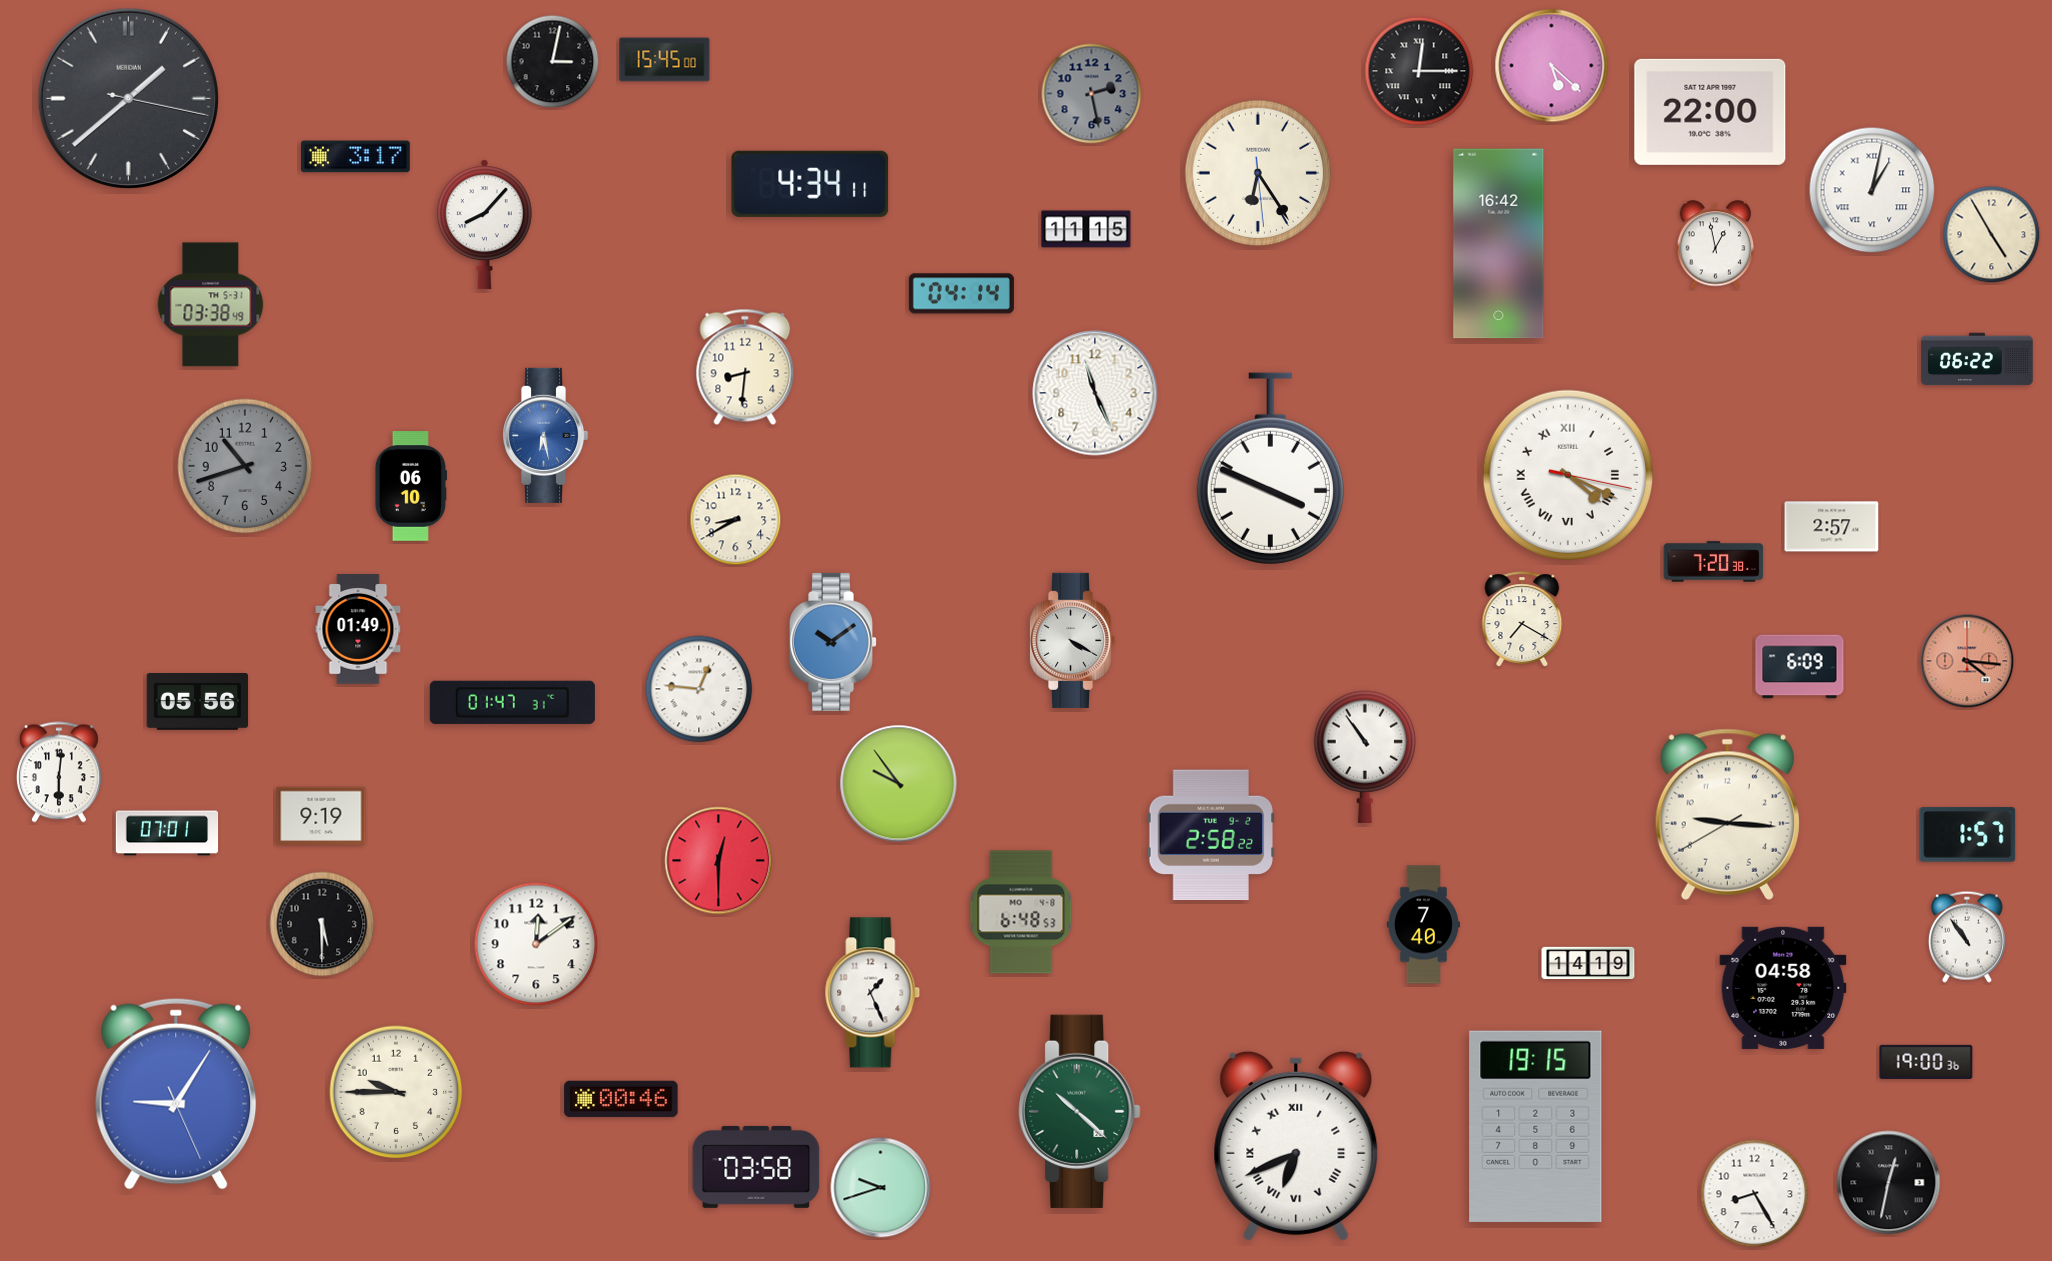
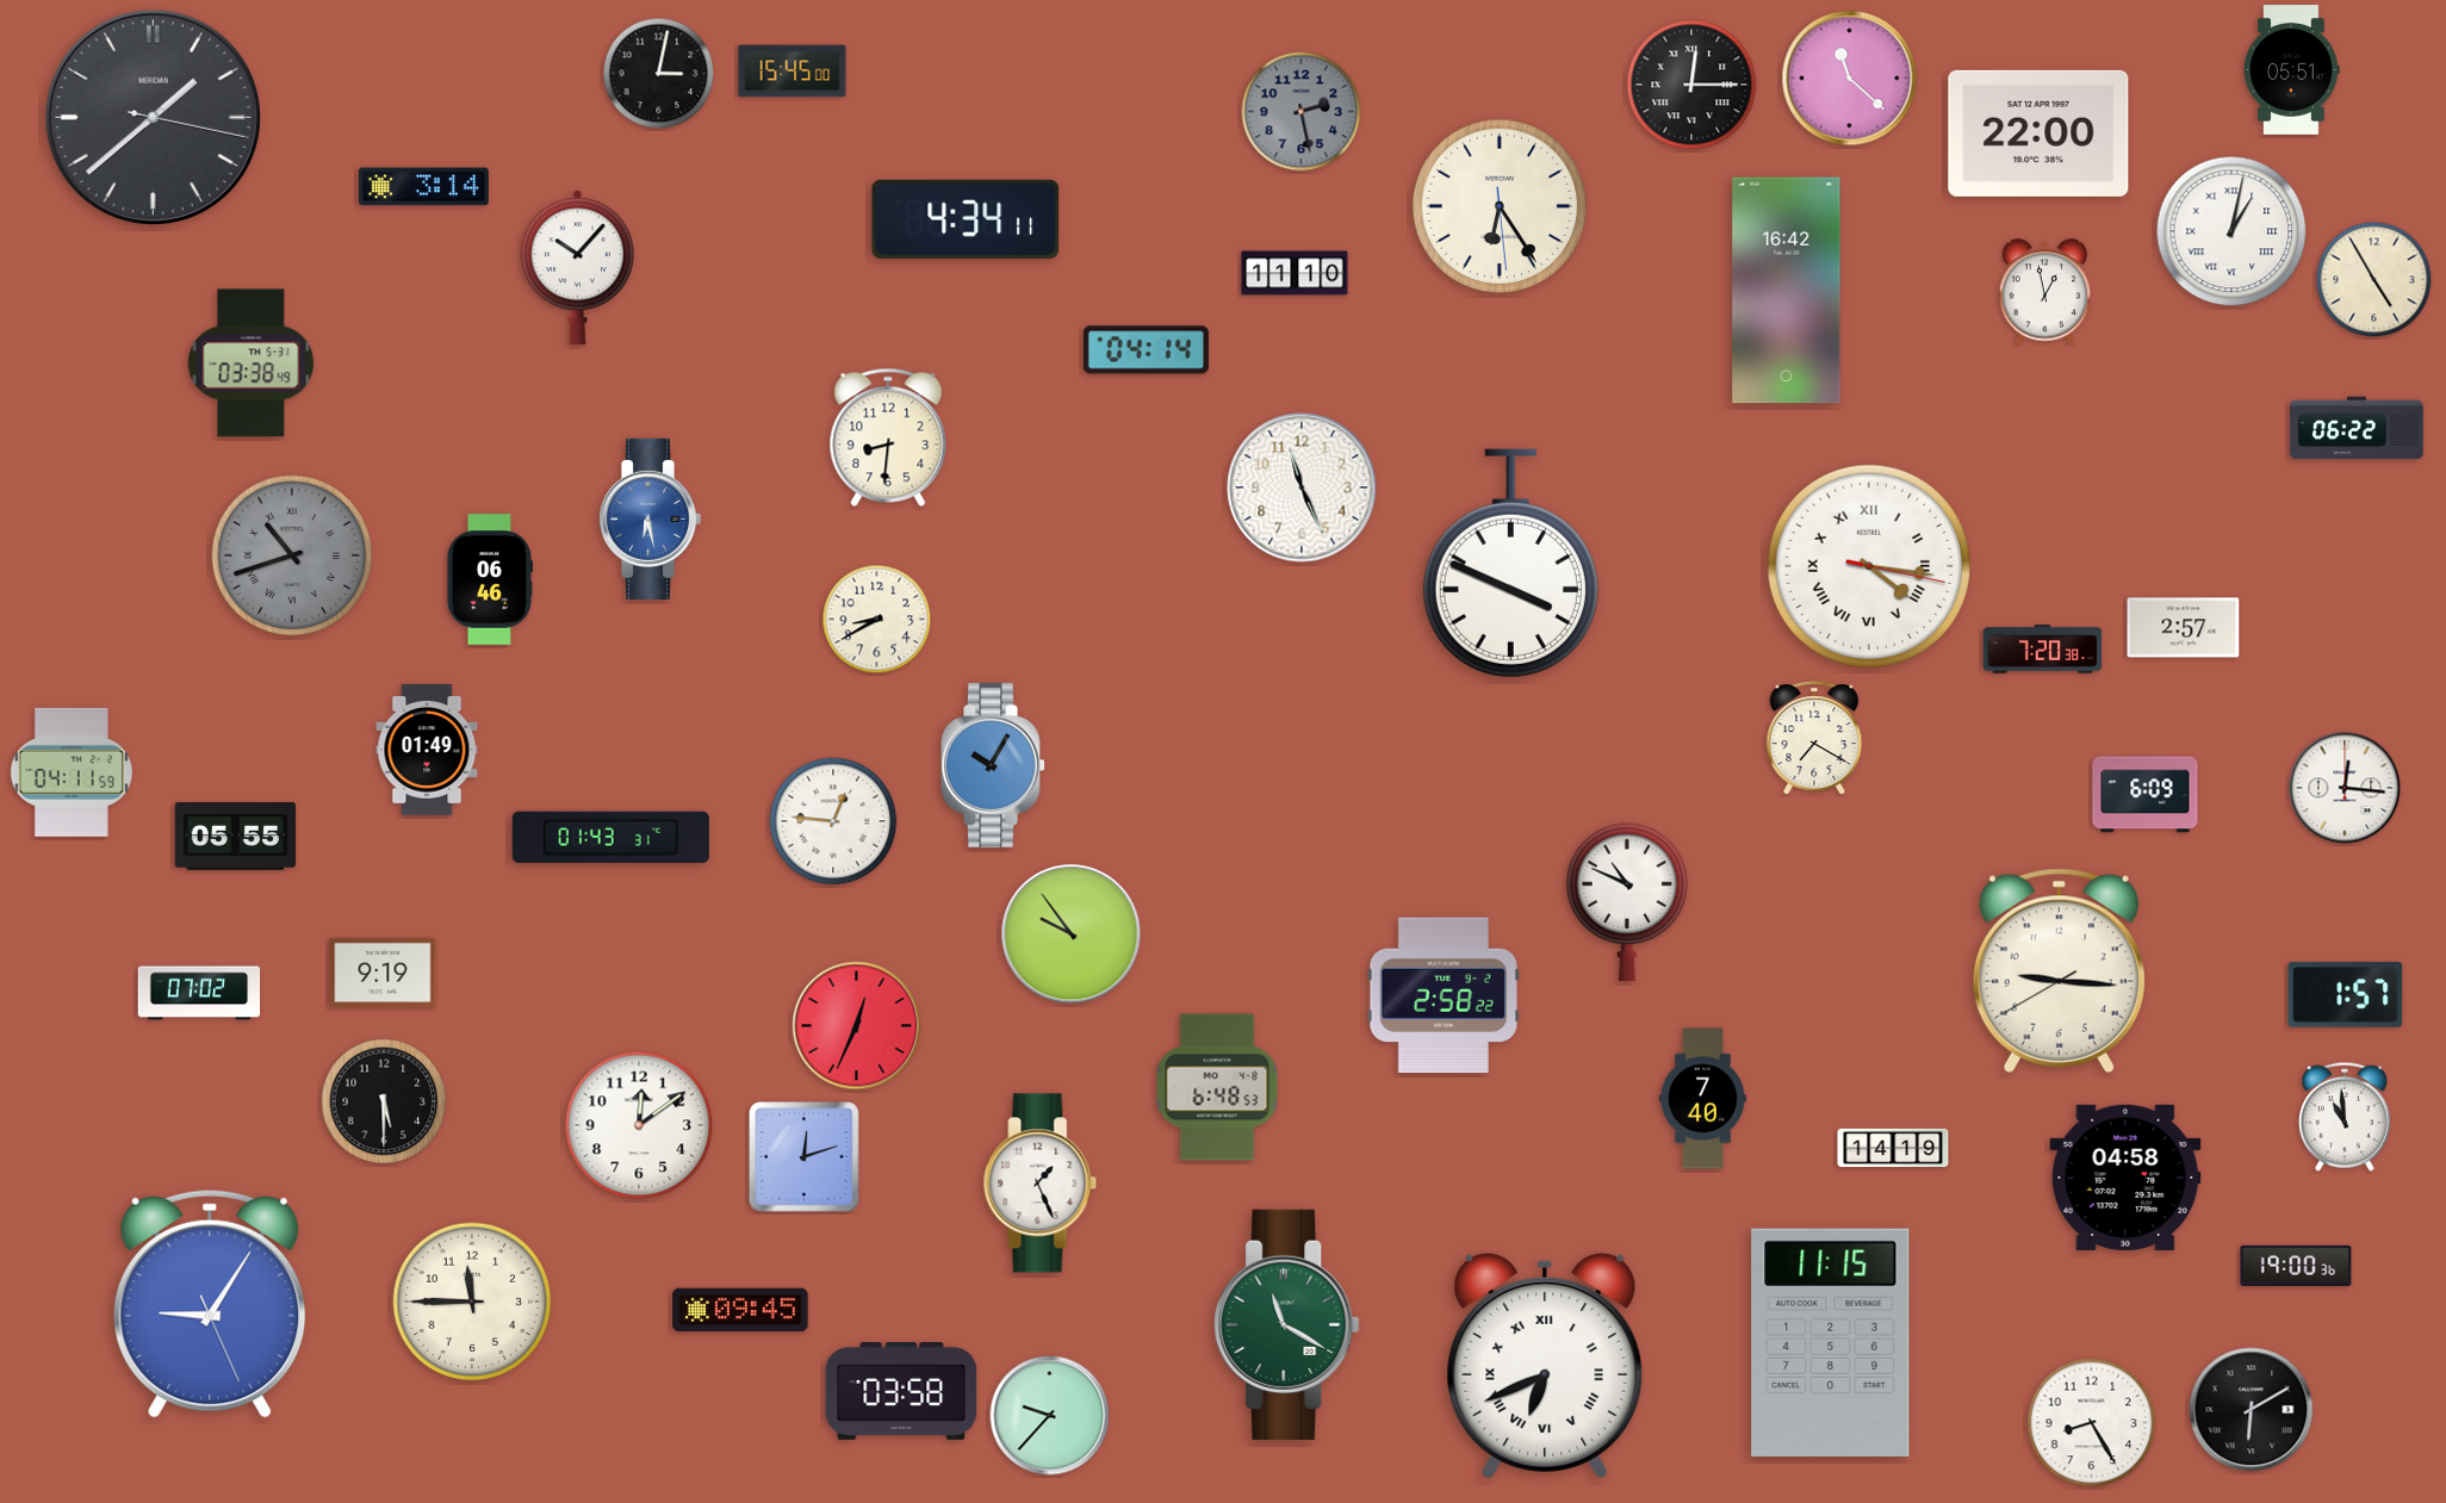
clock at (2291, 70): none -> 05:51
clock at (1552, 66): 5:22 -> 11:22
clock at (355, 157): 3:17 -> 3:14
clock at (1872, 190) position: (1872, 190) -> (2231, 231)
clock at (484, 225): 8:07 -> 10:07
clock at (1086, 229): 11:15 -> 11:10
clock at (1095, 393) position: (1095, 393) -> (1302, 487)
clock at (245, 466) numerals: Arabic -> Roman
clock at (1270, 469) position: (1270, 469) -> (1510, 564)
clock at (1567, 474): 4:19 -> 4:16
clock at (411, 486): 06:10 -> 06:46
clock at (1714, 562) position: (1714, 562) -> (2043, 650)
clock at (1073, 640): 4:20 -> none
clock at (834, 642): 10:09 -> 10:05
clock at (72, 772): none -> 04:11
clock at (1967, 661): 4:16 -> 12:16
clock at (1967, 661) dial: salmon -> white
clock at (198, 702): 05:56 -> 05:55
clock at (512, 702): 01:47 -> 01:43
clock at (1365, 756): 10:54 -> 10:49
clock at (59, 772): 6:01 -> none
clock at (167, 833): 07:01 -> 07:02
clock at (719, 861): 12:30 -> 12:34
clock at (1423, 925) position: (1423, 925) -> (1702, 1099)
clock at (1967, 937): 10:54 -> 10:59
clock at (805, 1157): none -> 12:12
clock at (396, 1092): 9:45 -> 11:45
clock at (621, 1099): 00:46 -> 09:45
clock at (1080, 1111): 10:22 -> 11:20
clock at (1536, 1126): 19:15 -> 11:15
clock at (1889, 1183): 12:32 -> 6:10
clock at (881, 1188): 9:42 -> 9:37
